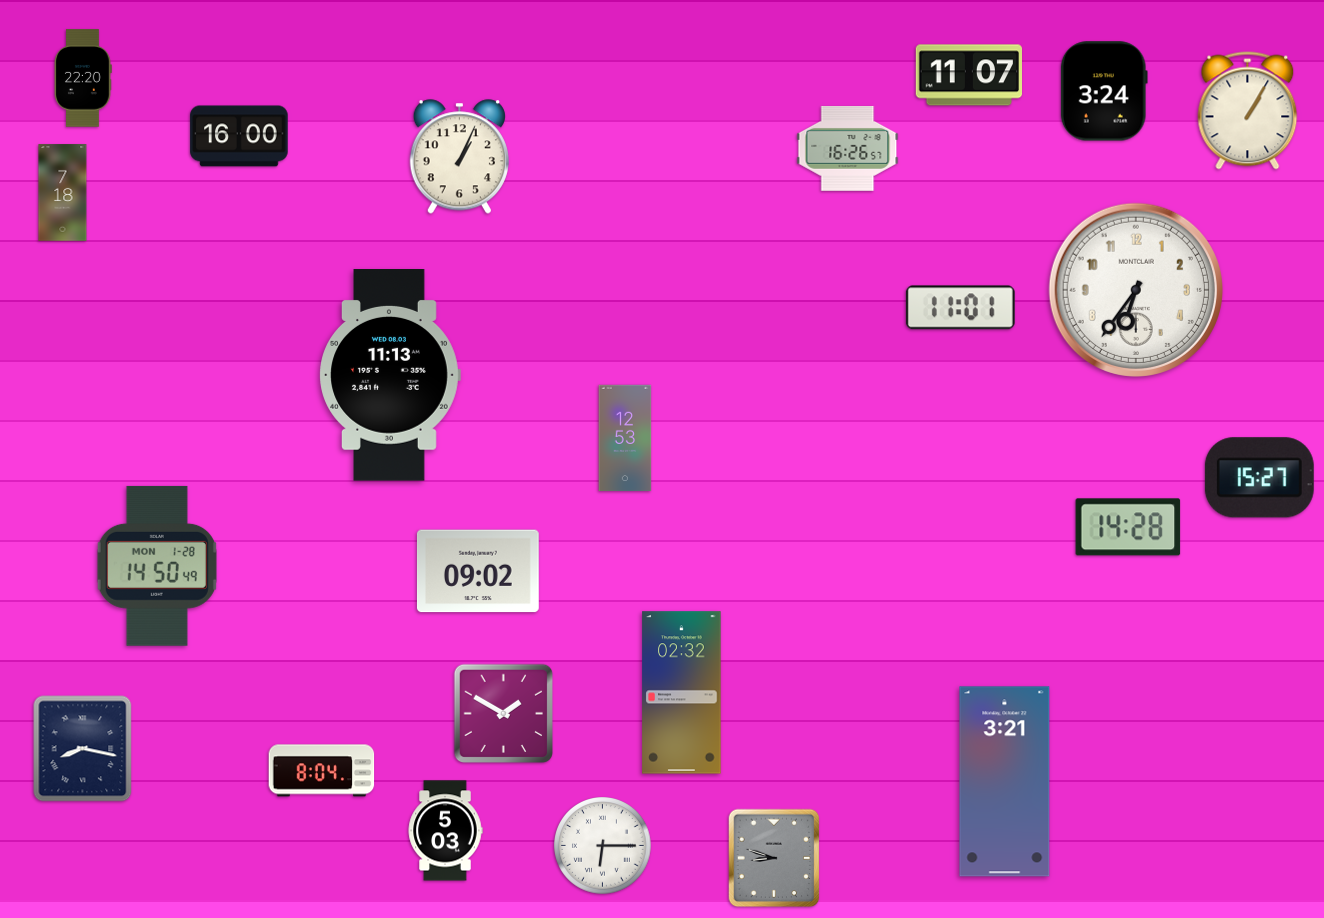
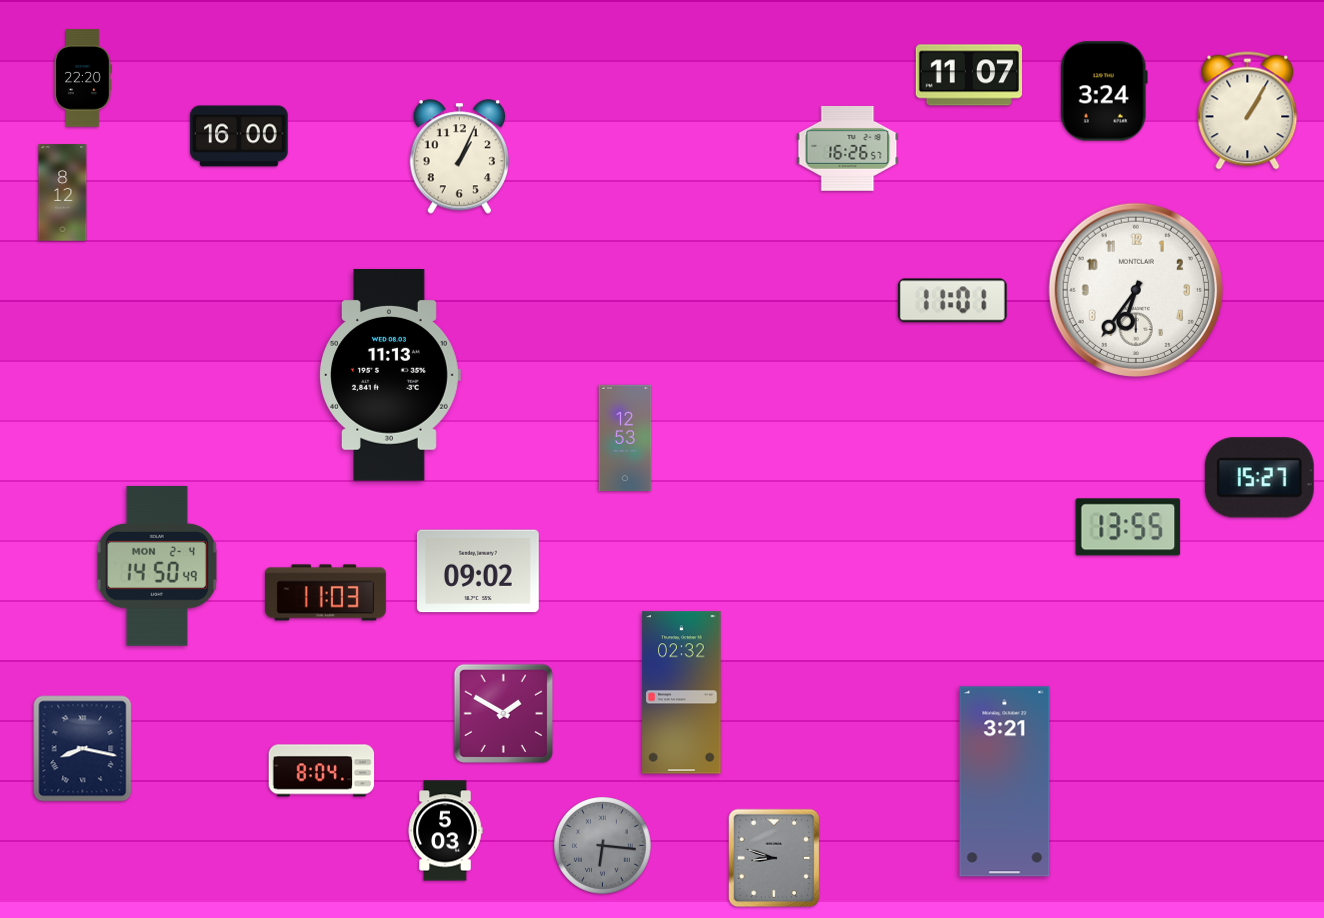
clock at (63, 193): 7:18 -> 8:12
clock at (960, 308) position: (960, 308) -> (952, 301)
clock at (1128, 527): 14:28 -> 13:55
clock at (157, 566) date: MON 1-28 -> MON 2-4
clock at (325, 593): none -> 11:03
clock at (603, 846): 6:15 -> 6:16
clock at (603, 846) dial: white -> grey
